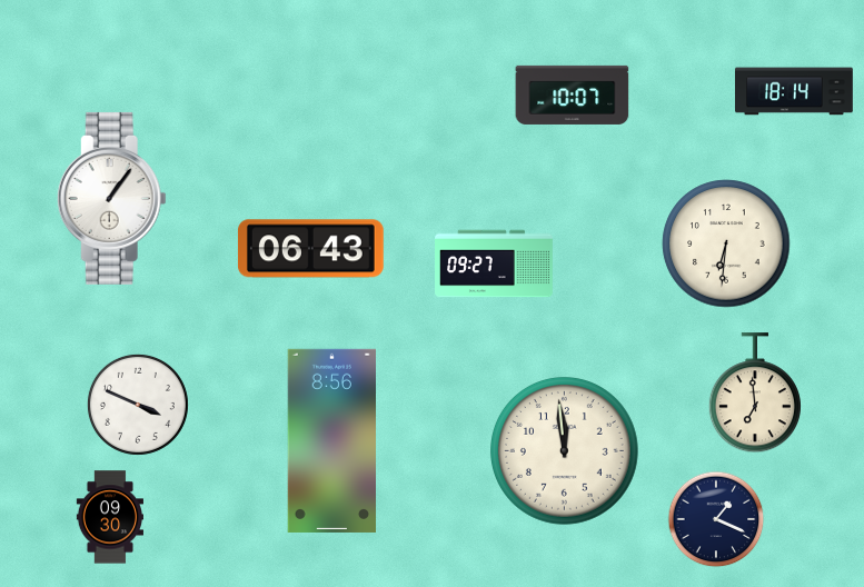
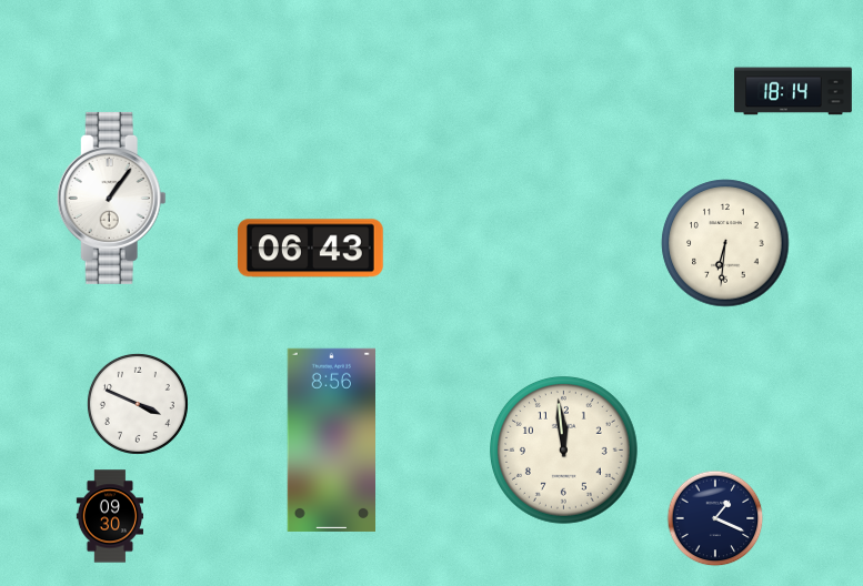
clock at (573, 94): 10:07 -> none
clock at (495, 263): 09:27 -> none
clock at (755, 394): 6:59 -> none
